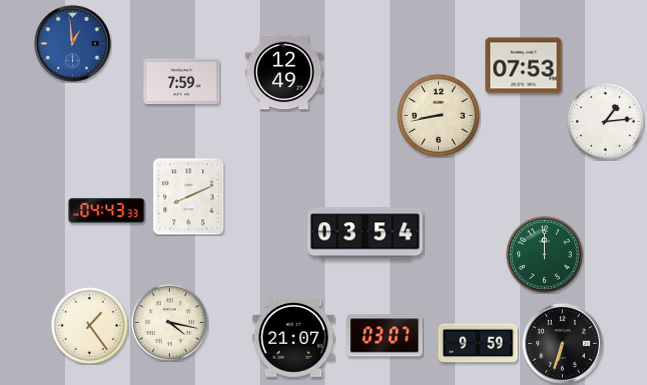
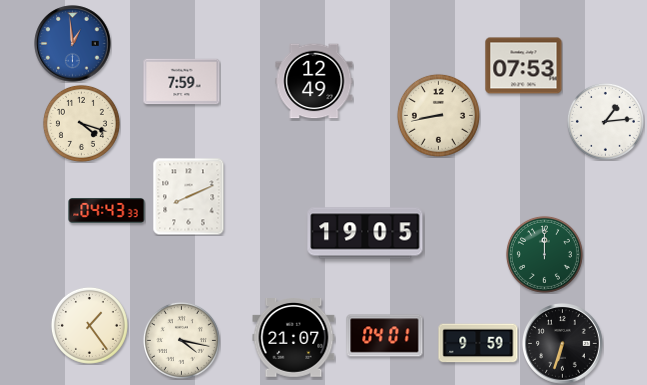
clock at (284, 72) position: (284, 72) -> (314, 81)
clock at (81, 123): none -> 4:18
clock at (365, 233): 03:54 -> 19:05
clock at (169, 322) position: (169, 322) -> (181, 340)
clock at (385, 336): 03:07 -> 04:01
